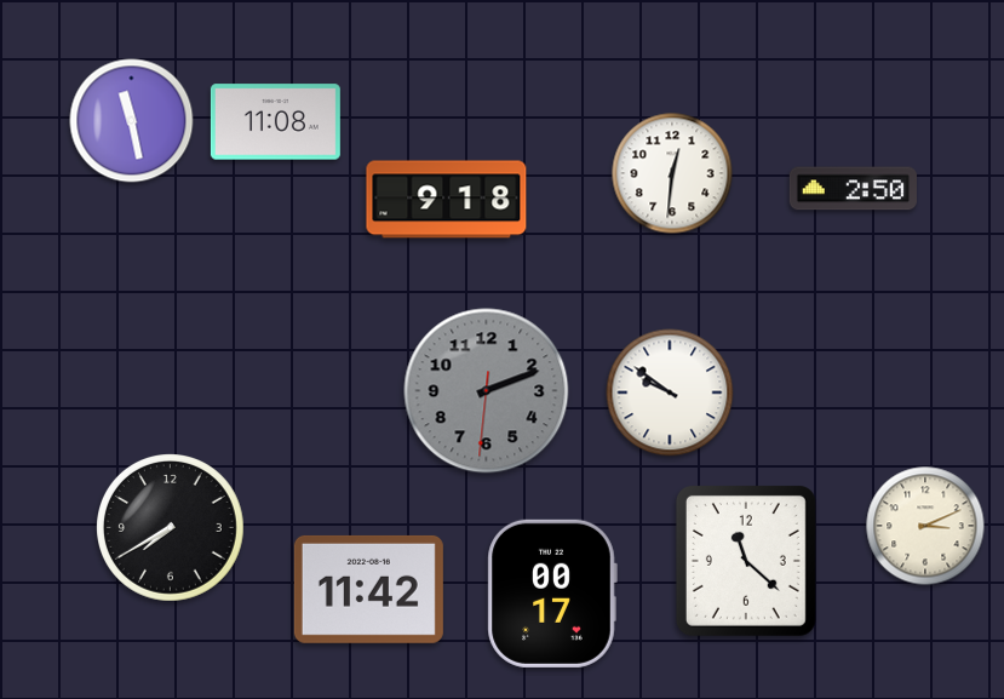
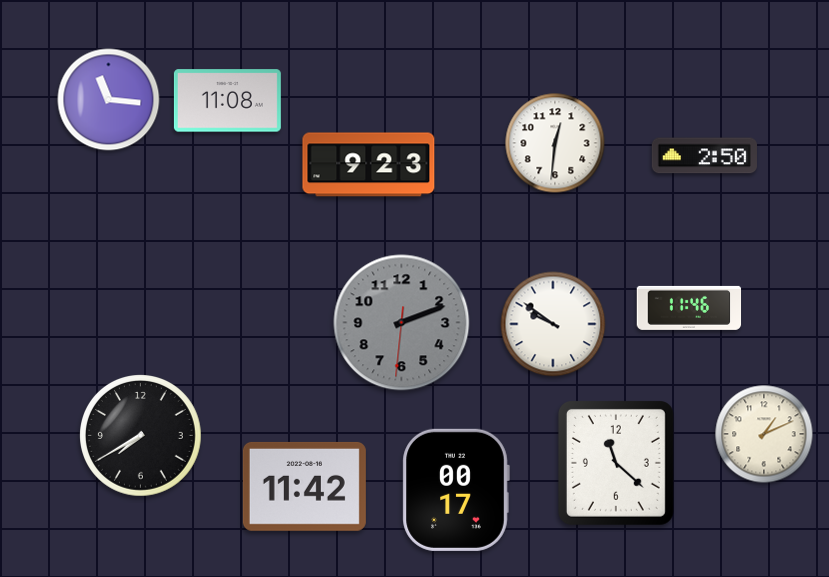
clock at (132, 121): 11:28 -> 11:16
clock at (447, 200): 9:18 -> 9:23
clock at (689, 308): none -> 11:46
clock at (925, 526): 3:11 -> 1:11
